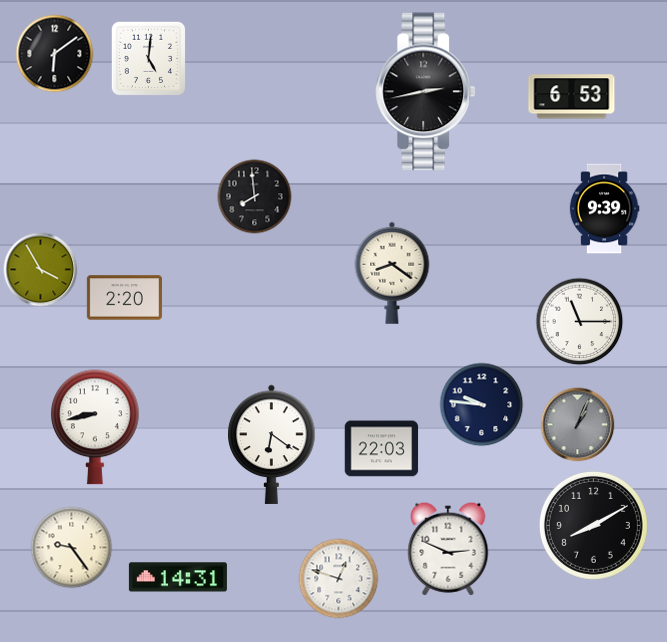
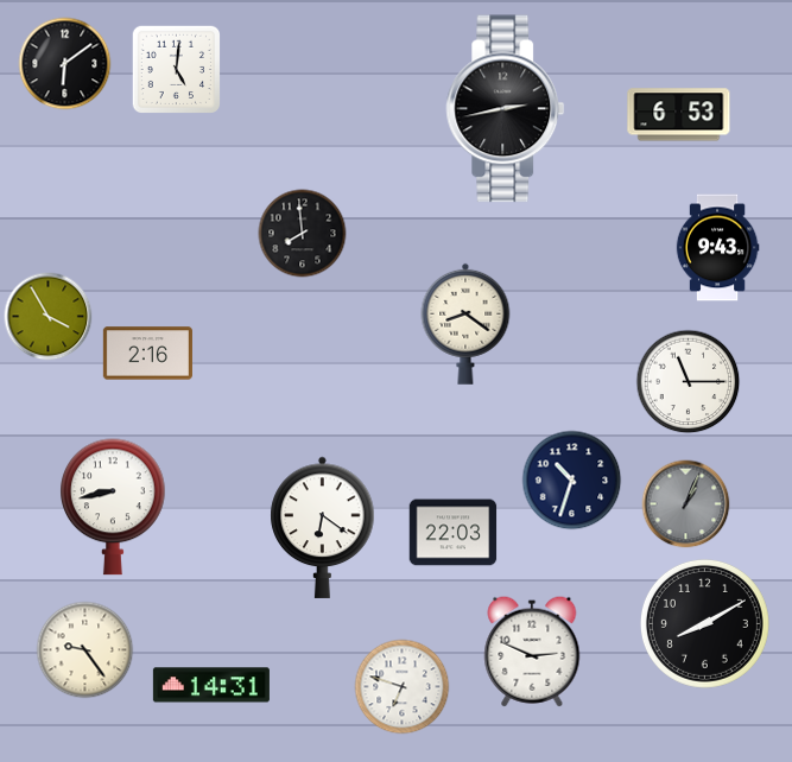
clock at (604, 209): 9:39 -> 9:43
clock at (41, 270) position: (41, 270) -> (49, 317)
clock at (124, 298): 2:20 -> 2:16
clock at (482, 405): 9:46 -> 10:33
clock at (339, 579): 12:48 -> 6:48
